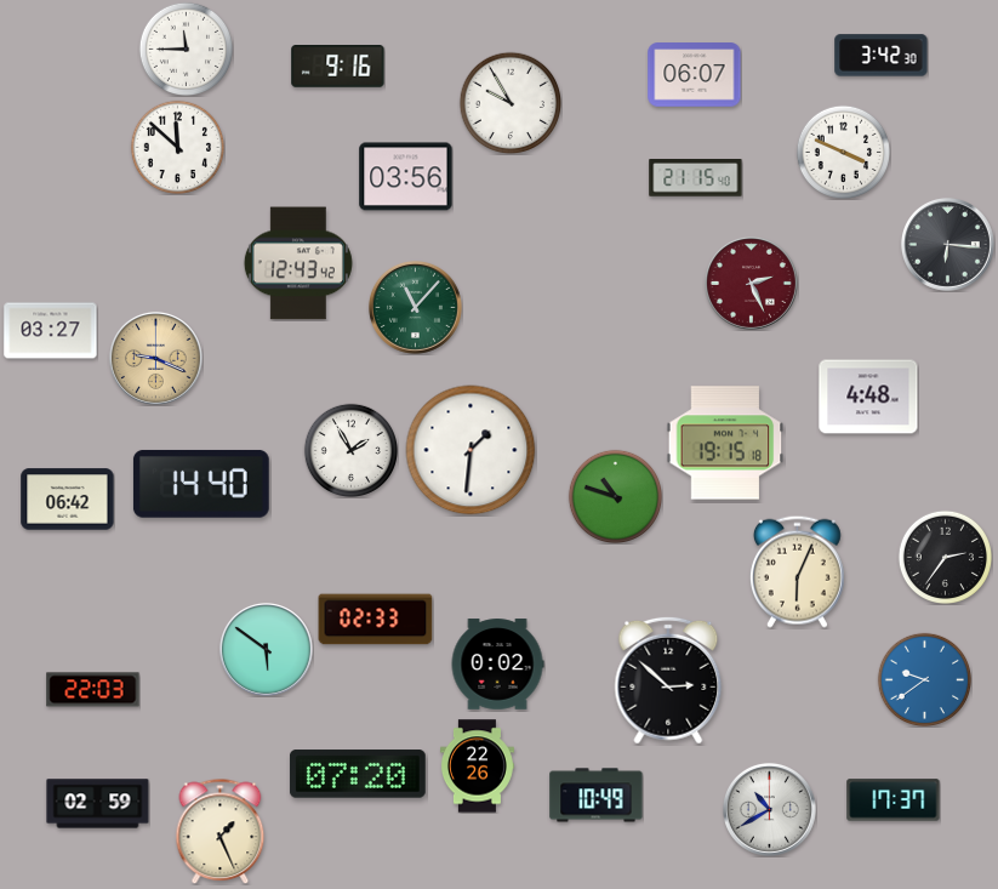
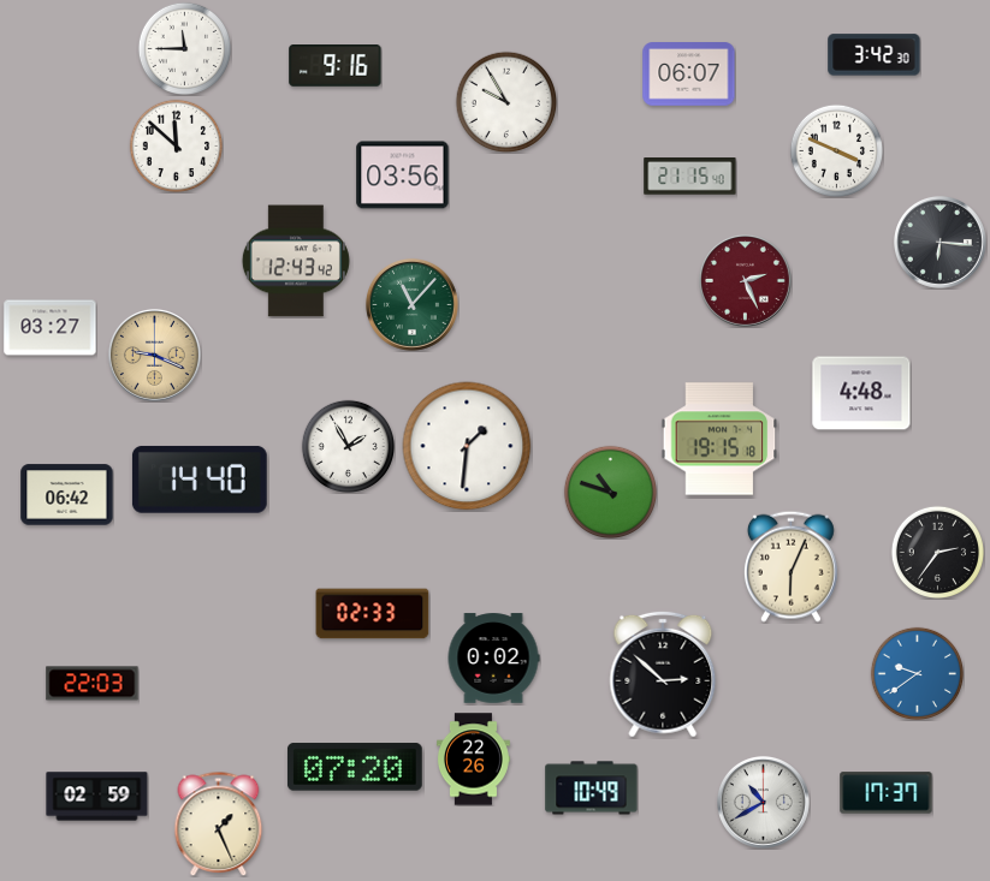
clock at (266, 649): 5:51 -> none
